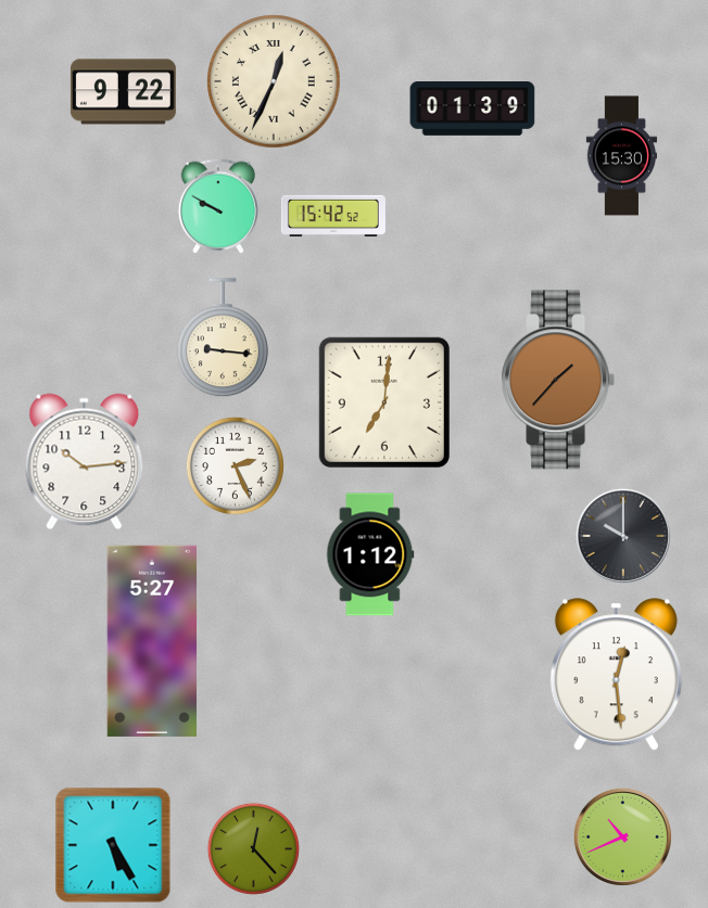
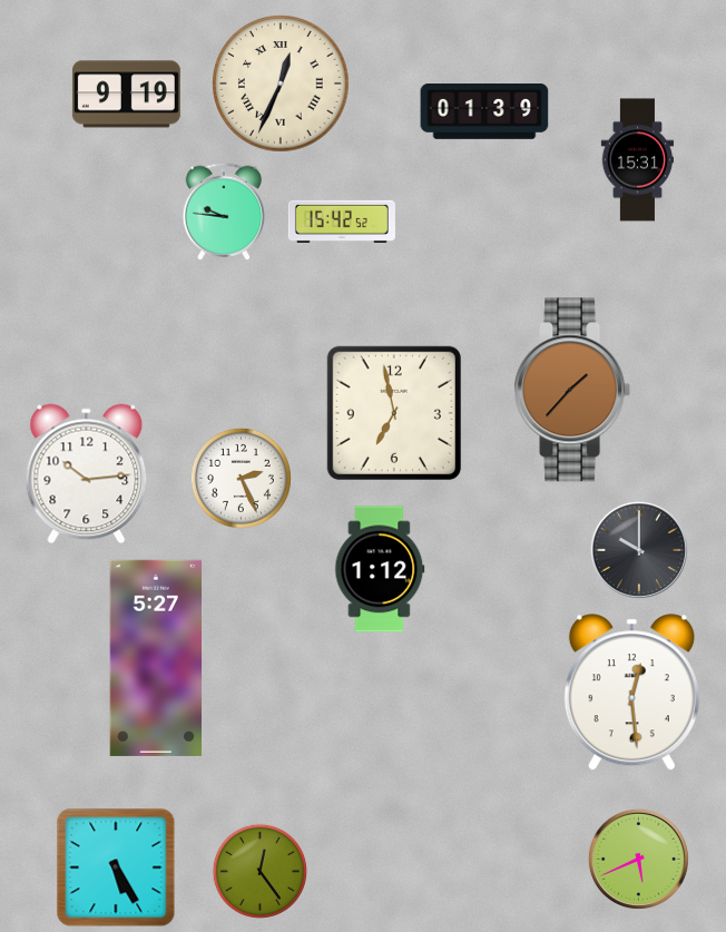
clock at (123, 92): 9:22 -> 9:19
clock at (621, 156): 15:30 -> 15:31
clock at (218, 206): 9:50 -> 9:46
clock at (223, 338): 9:16 -> none
clock at (384, 402): 7:01 -> 6:58
clock at (622, 836): 10:41 -> 5:41
clock at (253, 848): 12:23 -> 12:24
